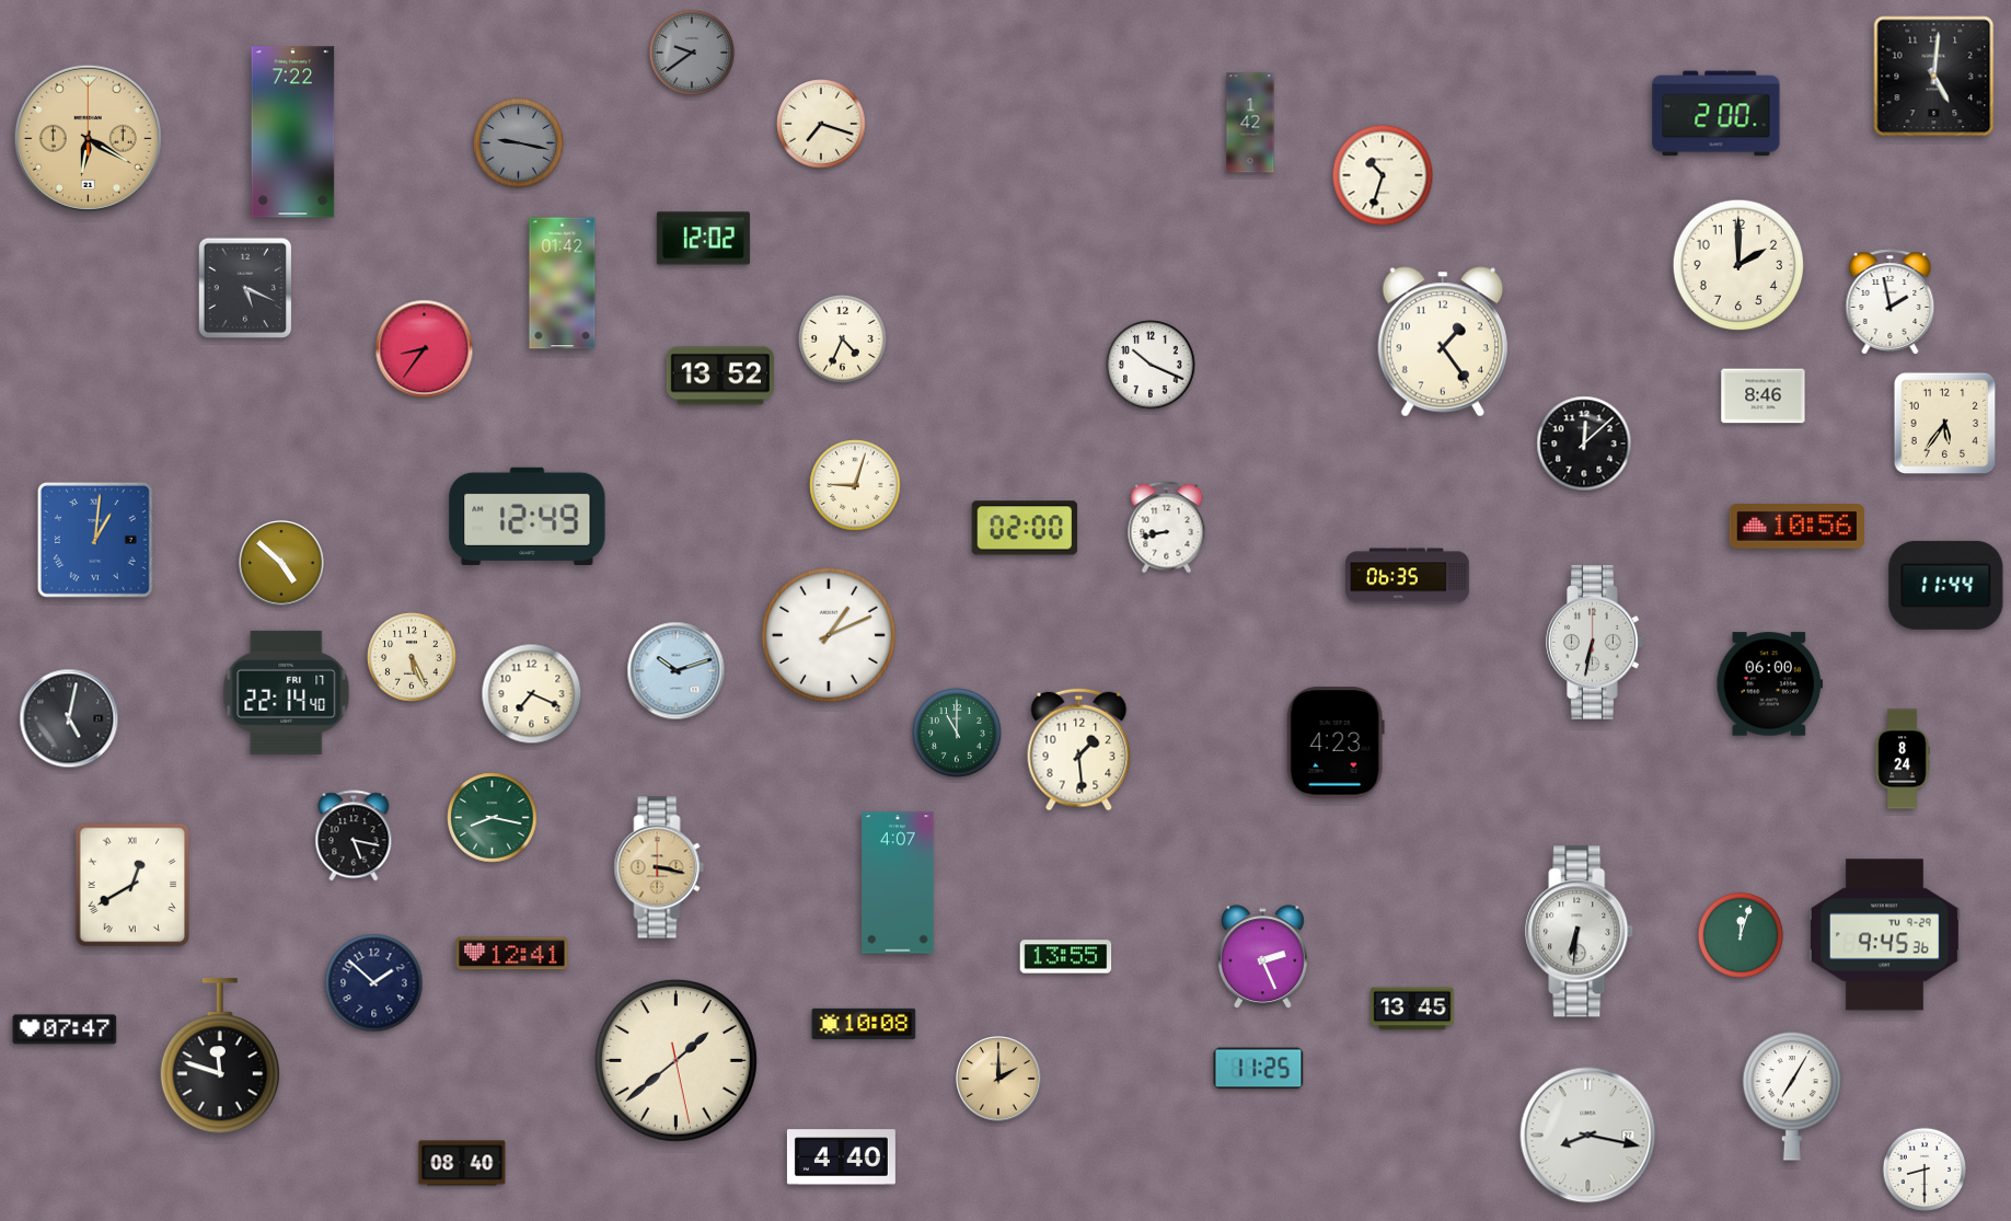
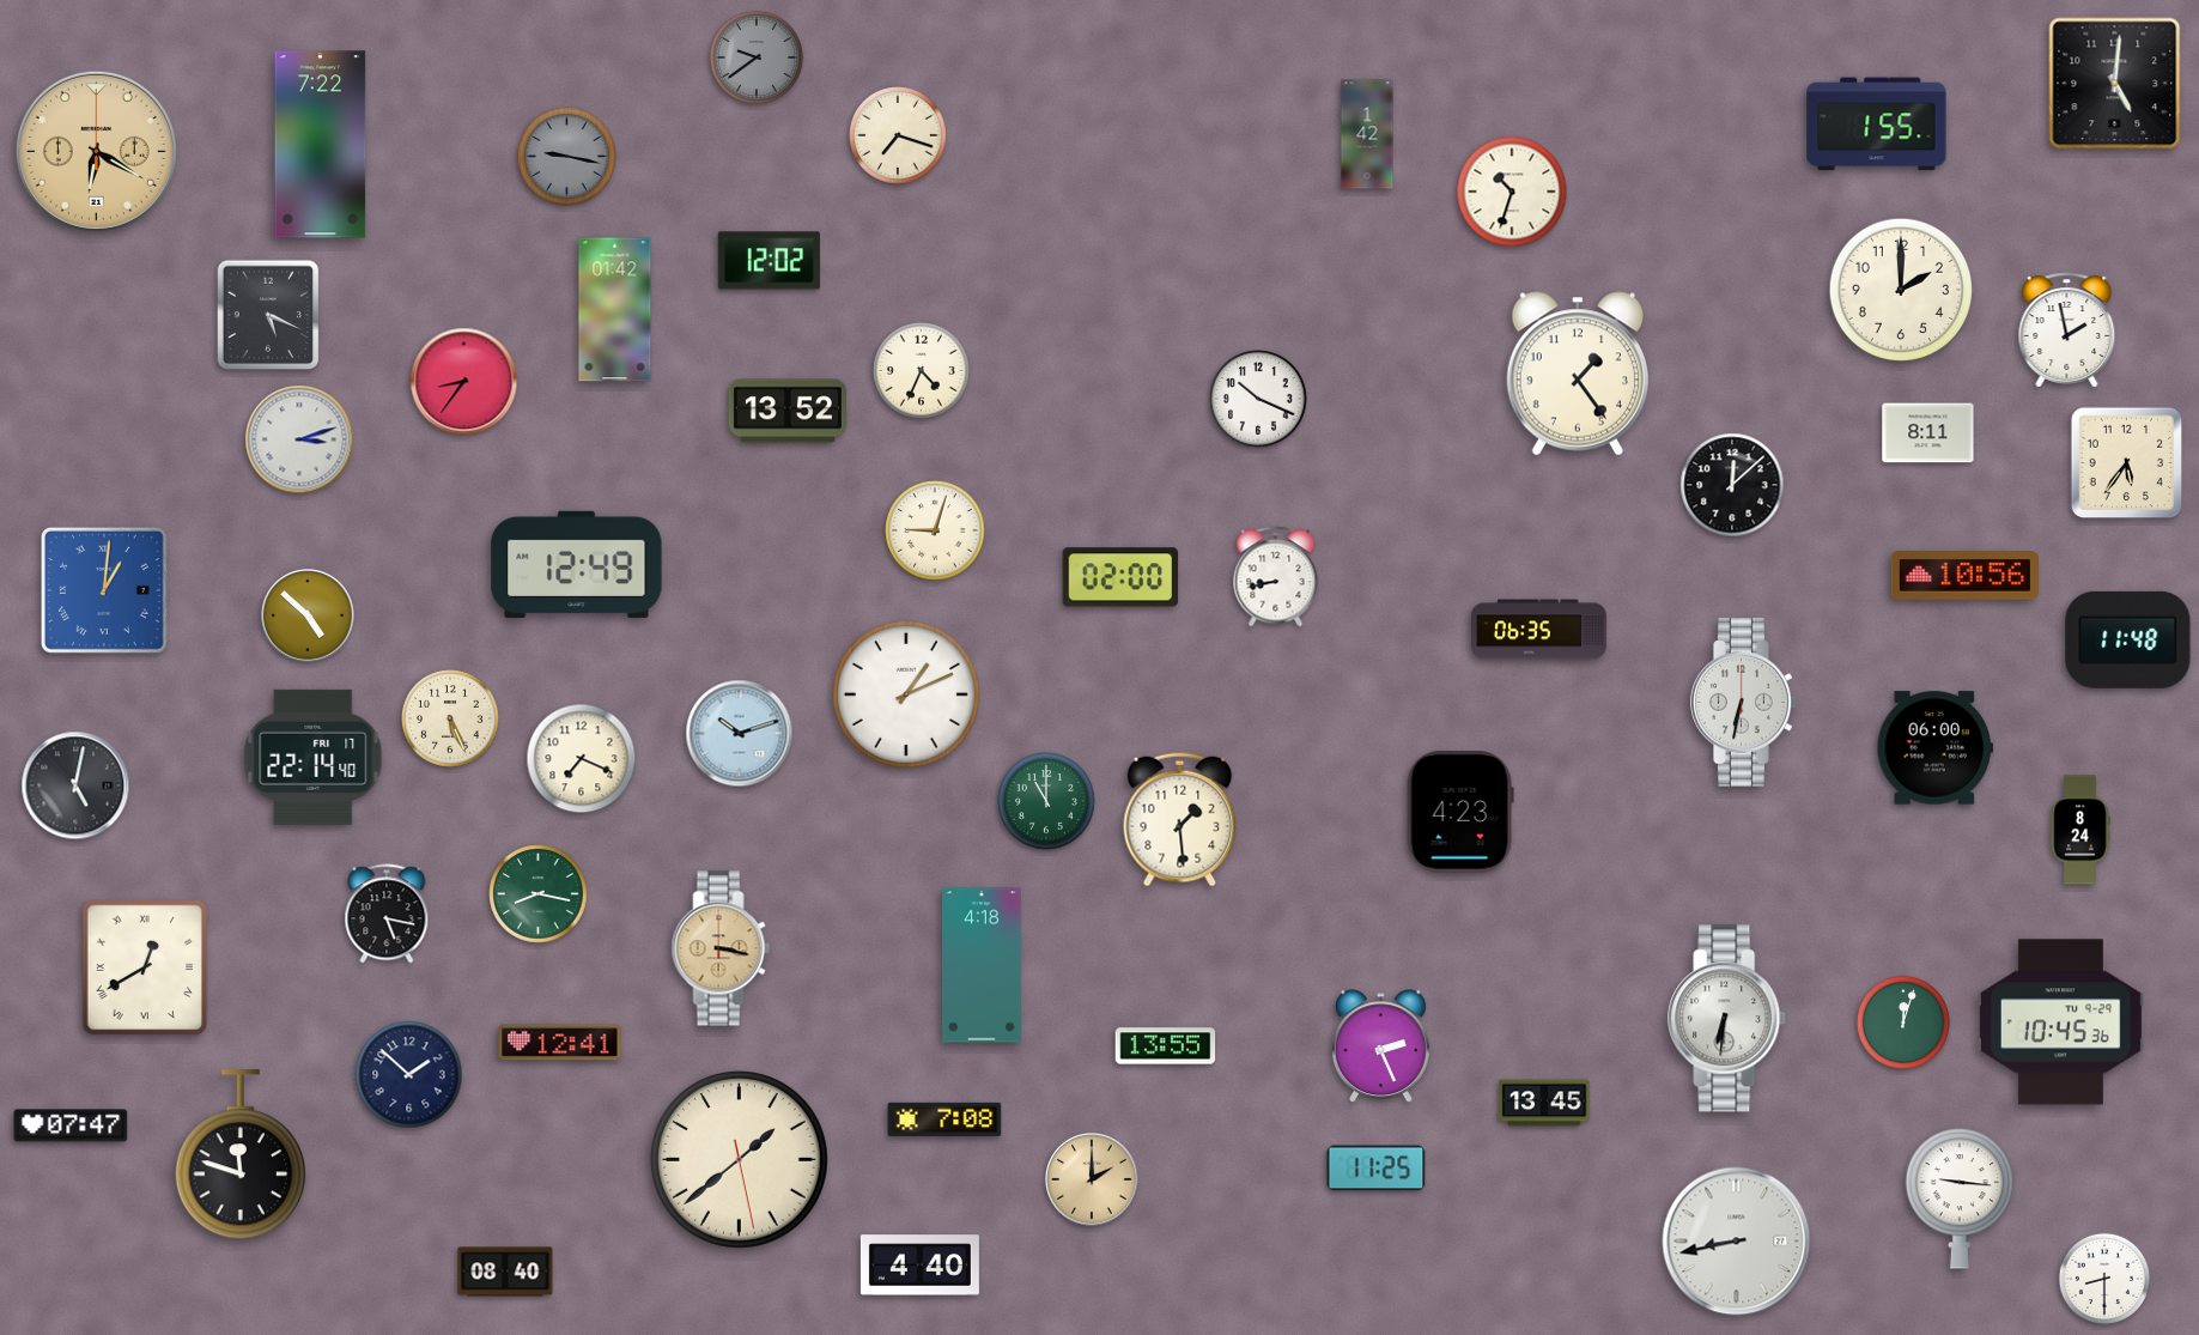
clock at (1717, 114): 2:00 -> 1:55
clock at (1764, 396): 8:46 -> 8:11
clock at (299, 439): none -> 3:12
clock at (1946, 585): 11:44 -> 11:48
clock at (899, 883): 4:07 -> 4:18
clock at (1884, 935): 9:45 -> 10:45
clock at (864, 1024): 10:08 -> 7:08
clock at (1792, 1097): 7:05 -> 9:16
clock at (1588, 1136): 8:17 -> 8:43
